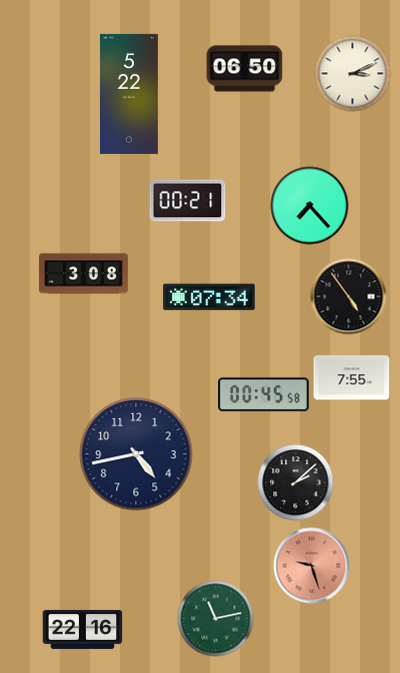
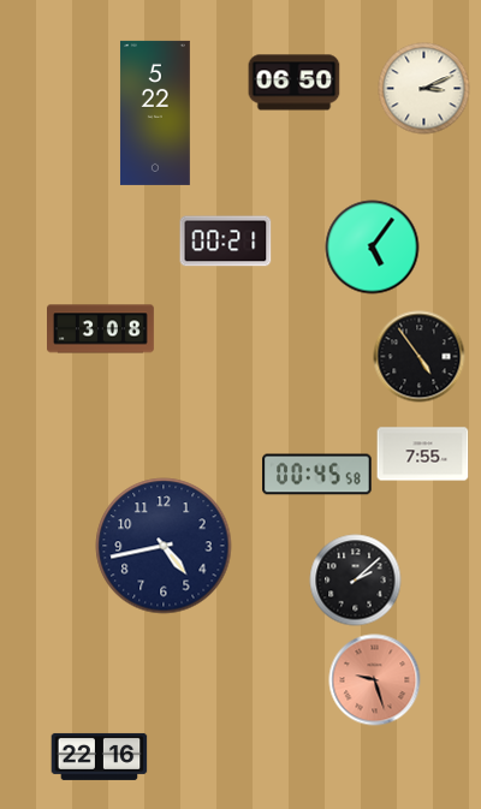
clock at (310, 206): 7:23 -> 5:06
clock at (209, 297): 07:34 -> none
clock at (216, 619): 11:13 -> none
